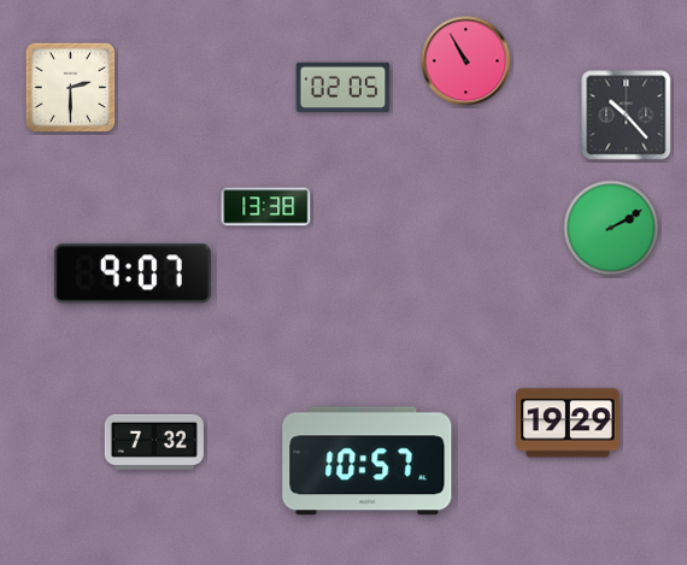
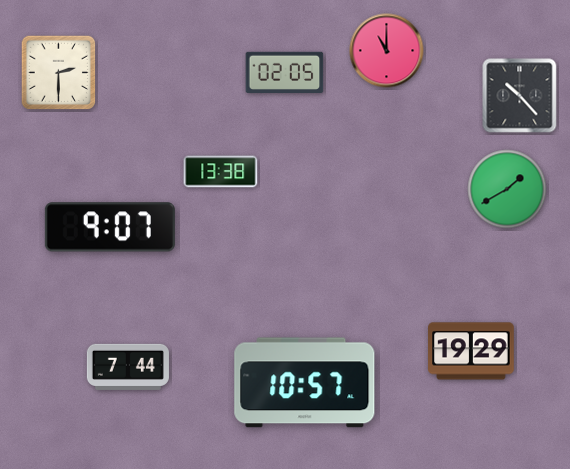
clock at (466, 61): 10:55 -> 11:00
clock at (611, 228): 2:10 -> 1:40
clock at (154, 442): 7:32 -> 7:44
